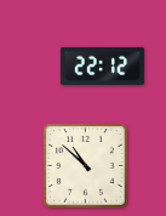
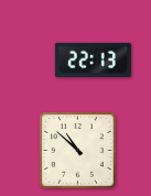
clock at (102, 66): 22:12 -> 22:13
